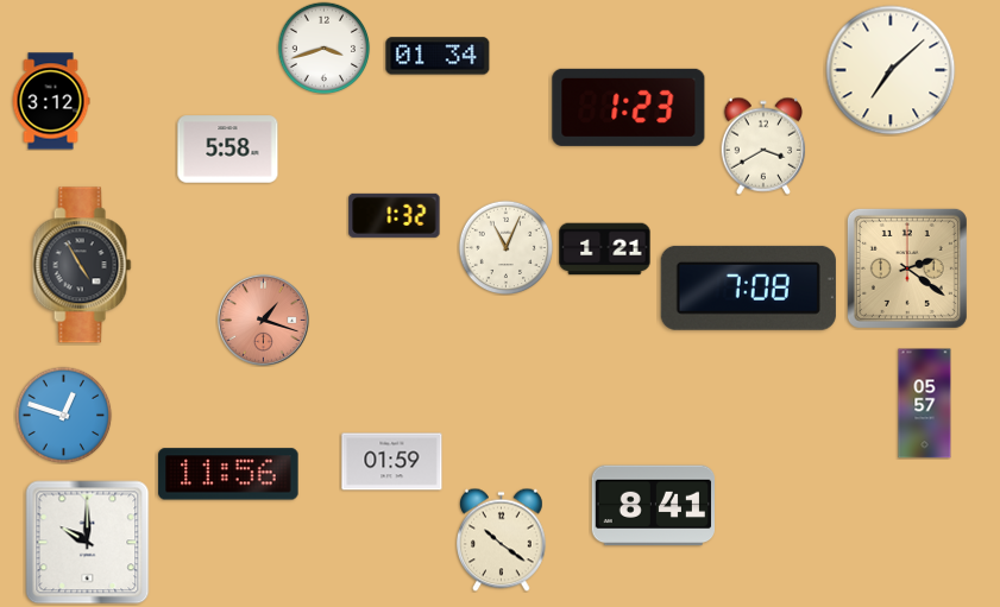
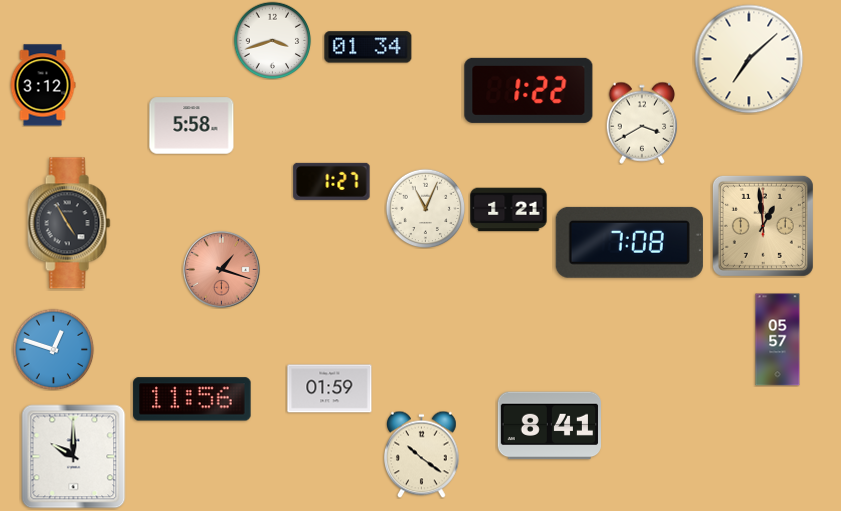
clock at (629, 107): 1:23 -> 1:22
clock at (395, 215): 1:32 -> 1:27
clock at (907, 268): 2:21 -> 12:59
